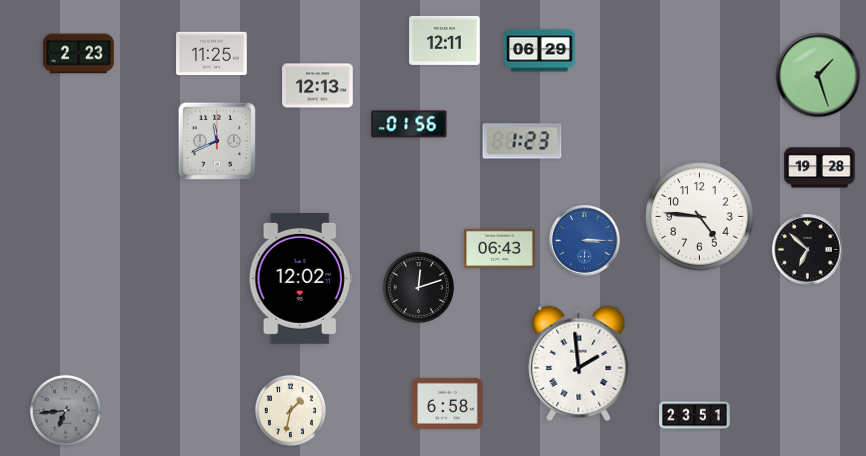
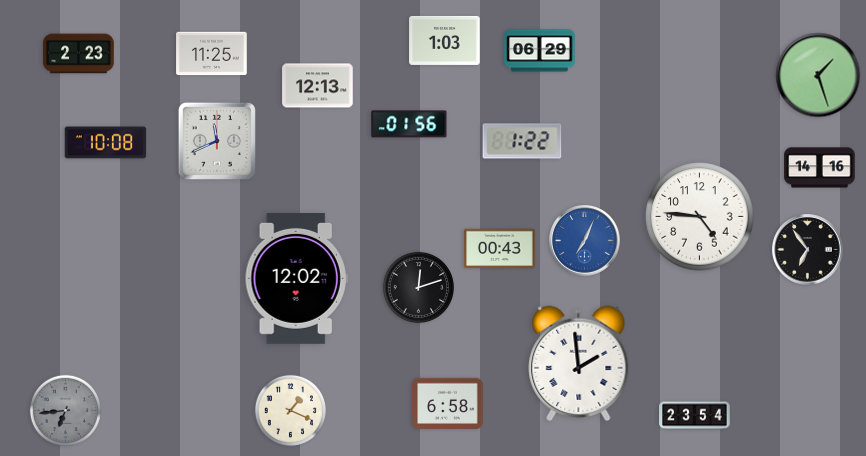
clock at (445, 40): 12:11 -> 1:03
clock at (522, 141): 1:23 -> 1:22
clock at (106, 143): none -> 10:08
clock at (820, 168): 19:28 -> 14:16
clock at (585, 241): 3:15 -> 7:04
clock at (500, 249): 06:43 -> 00:43
clock at (808, 250): 6:52 -> 6:54
clock at (300, 278) position: (300, 278) -> (296, 278)
clock at (290, 410): 1:32 -> 1:19
clock at (695, 416): 23:51 -> 23:54
